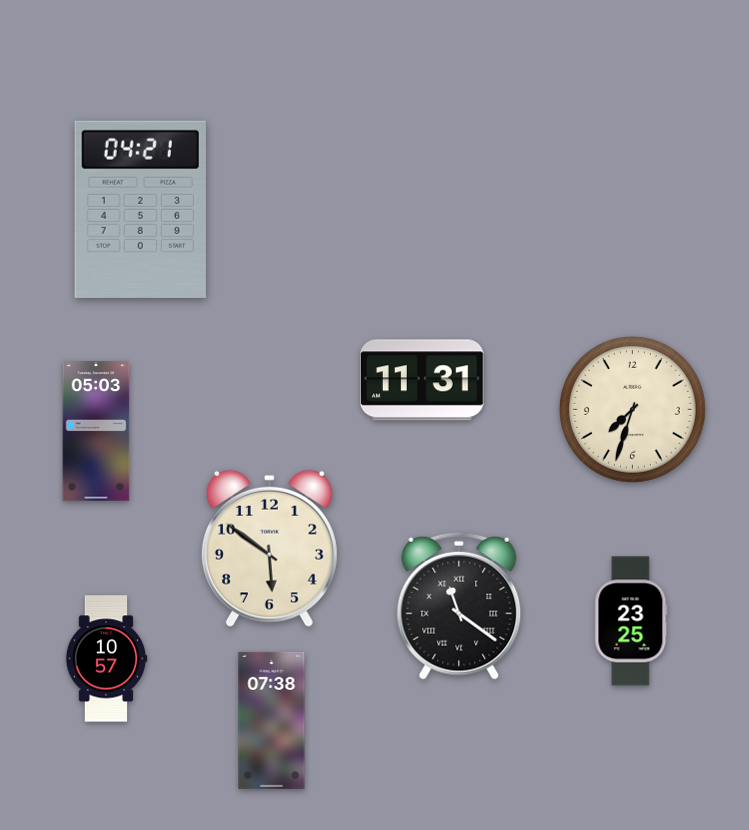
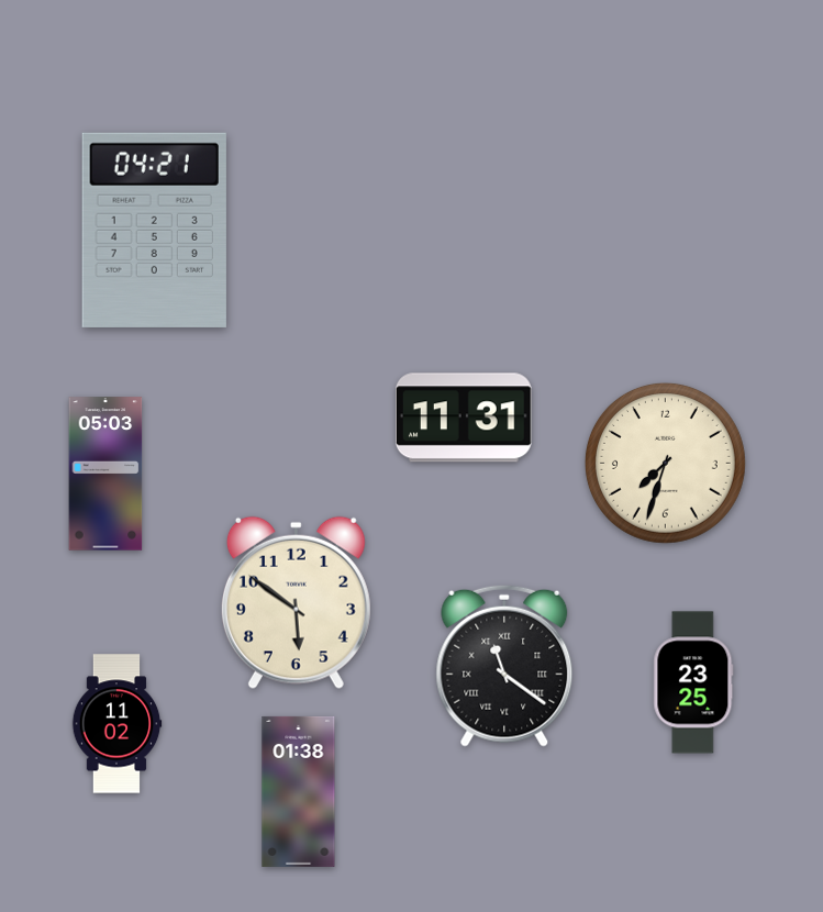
clock at (632, 409) position: (632, 409) -> (665, 463)
clock at (106, 659): 10:57 -> 11:02
clock at (272, 720): 07:38 -> 01:38
